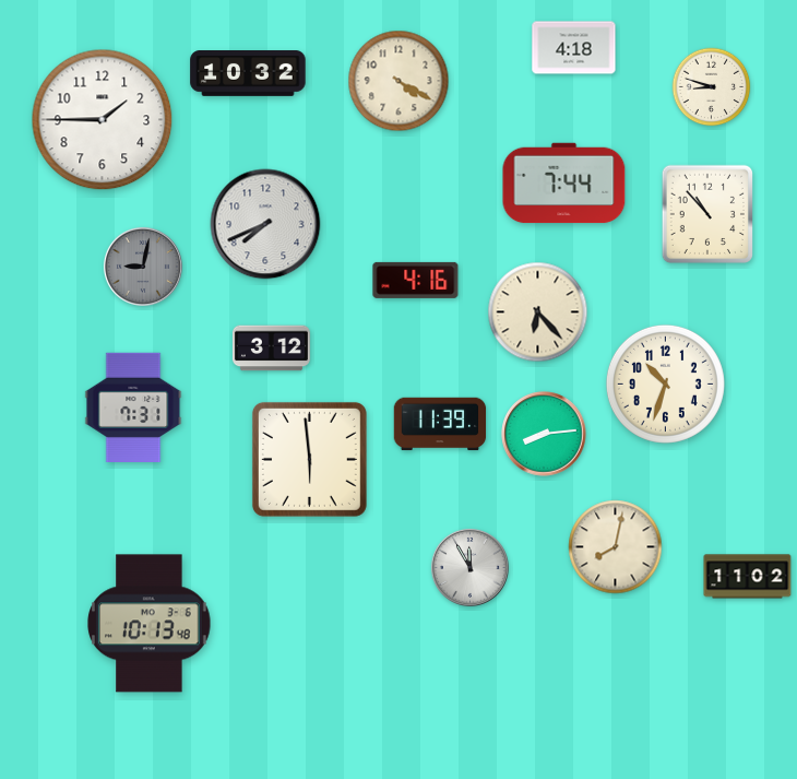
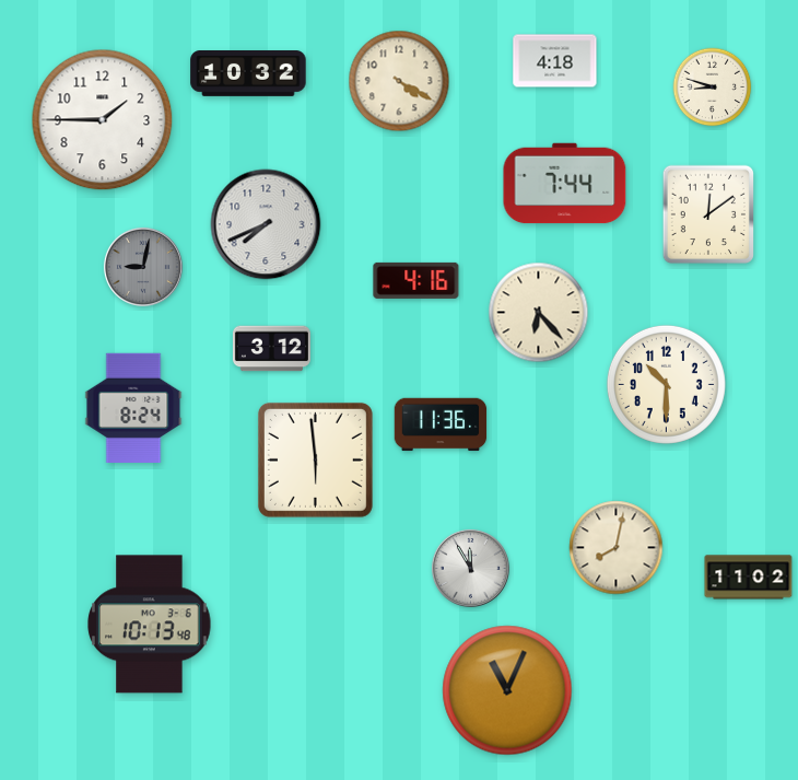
clock at (574, 48) position: (574, 48) -> (555, 61)
clock at (706, 213): 10:53 -> 12:09
clock at (665, 383): 10:33 -> 10:30
clock at (133, 406): 7:31 -> 8:24
clock at (440, 424): 11:39 -> 11:36
clock at (544, 434): 8:14 -> none
clock at (309, 459) position: (309, 459) -> (315, 459)
clock at (507, 690): none -> 11:04
